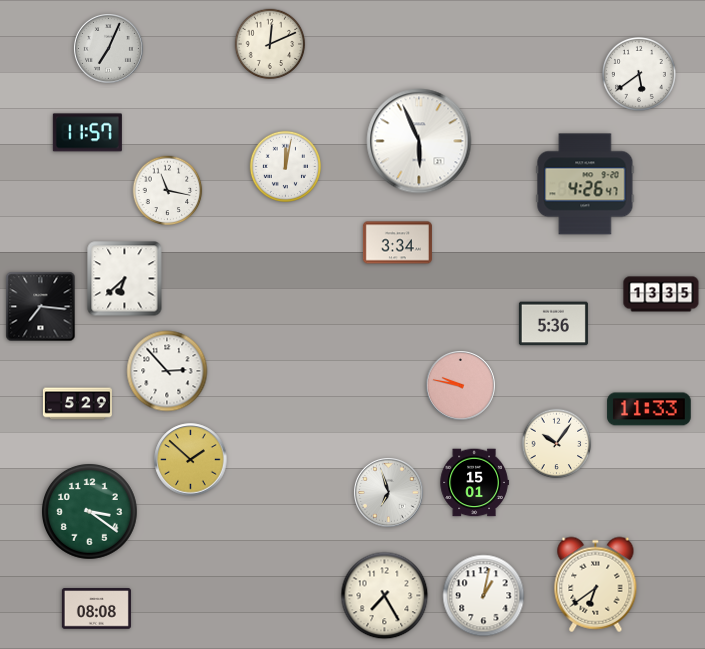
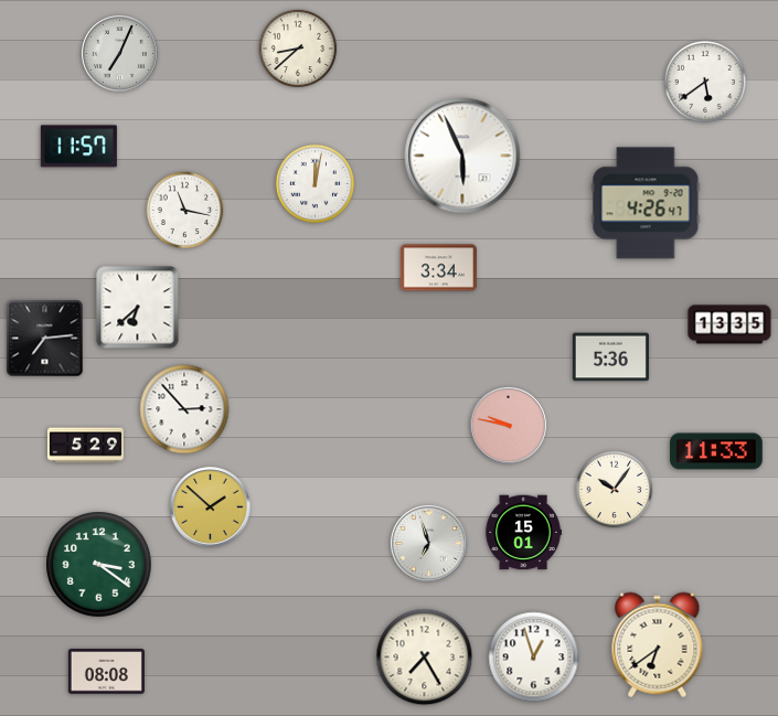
clock at (270, 44): 12:11 -> 8:38
clock at (87, 133) position: (87, 133) -> (78, 147)
clock at (41, 307): 7:16 -> 7:14
clock at (484, 596): 1:02 -> 12:57
